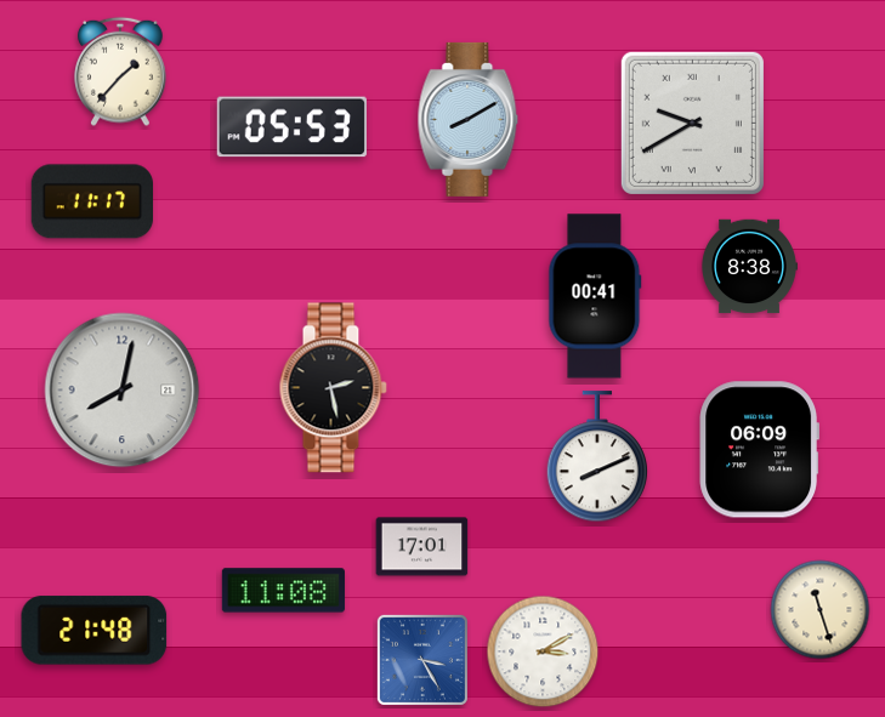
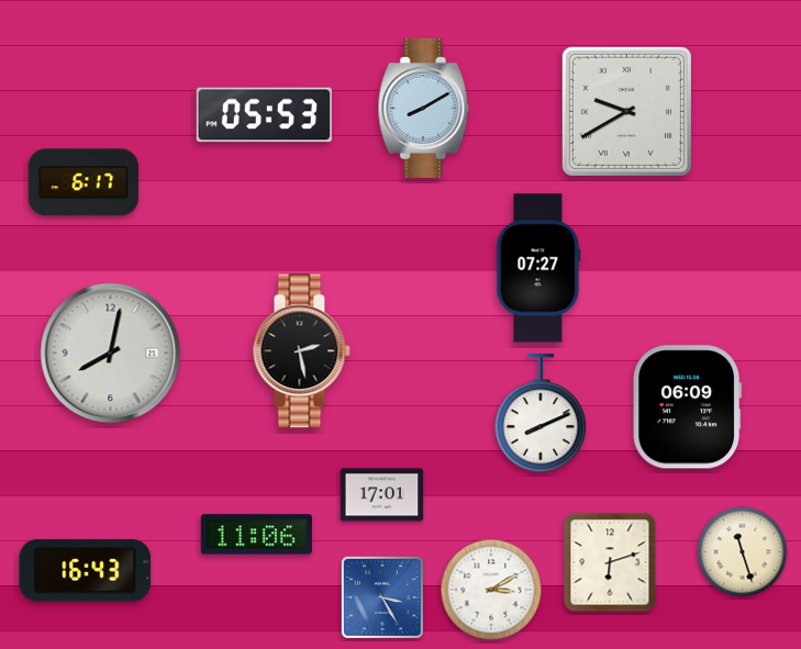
clock at (120, 72): 1:37 -> none
clock at (91, 201): 11:17 -> 6:17
clock at (749, 267): 8:38 -> none
clock at (595, 296): 00:41 -> 07:27
clock at (283, 591): 11:08 -> 11:06
clock at (610, 562): none -> 6:12
clock at (95, 631): 21:48 -> 16:43
